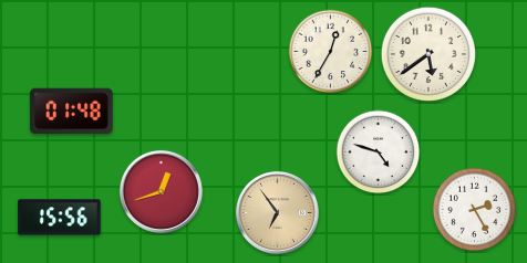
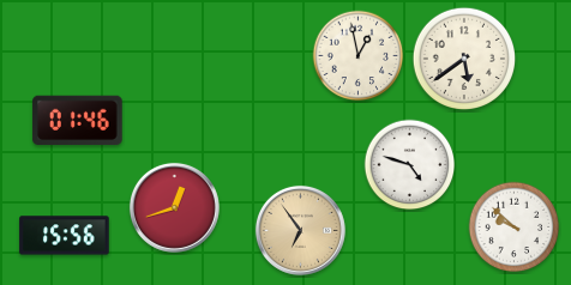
clock at (331, 52): 12:35 -> 12:58
clock at (72, 111): 01:48 -> 01:46
clock at (475, 210): 2:25 -> 9:52
